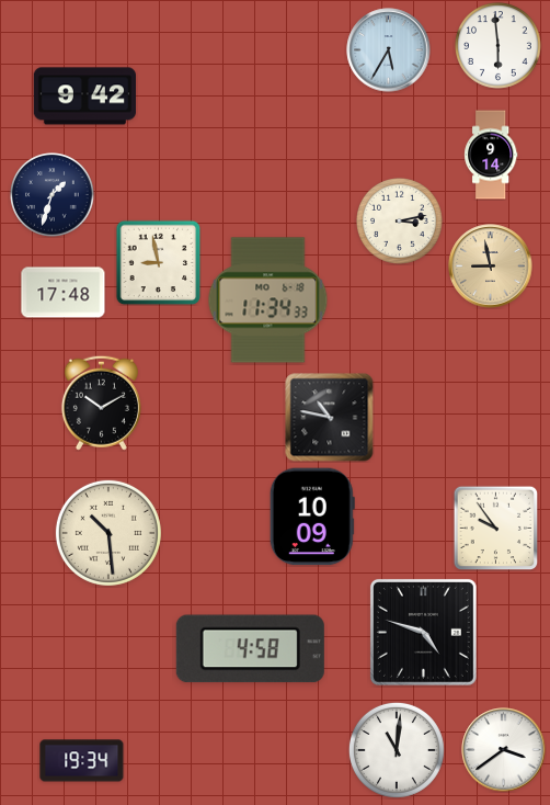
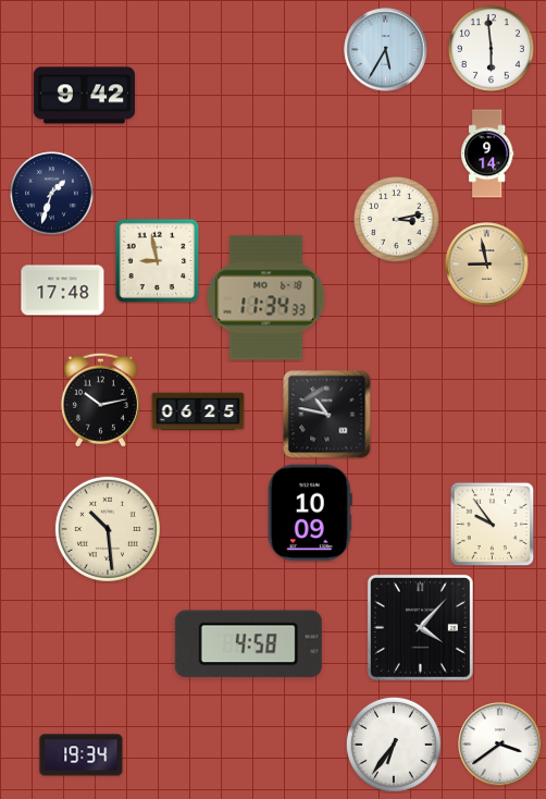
clock at (499, 46) position: (499, 46) -> (492, 49)
clock at (101, 402): 10:10 -> 10:13
clock at (198, 411): none -> 06:25
clock at (423, 632): 4:48 -> 4:07
clock at (397, 750): 11:01 -> 6:36
